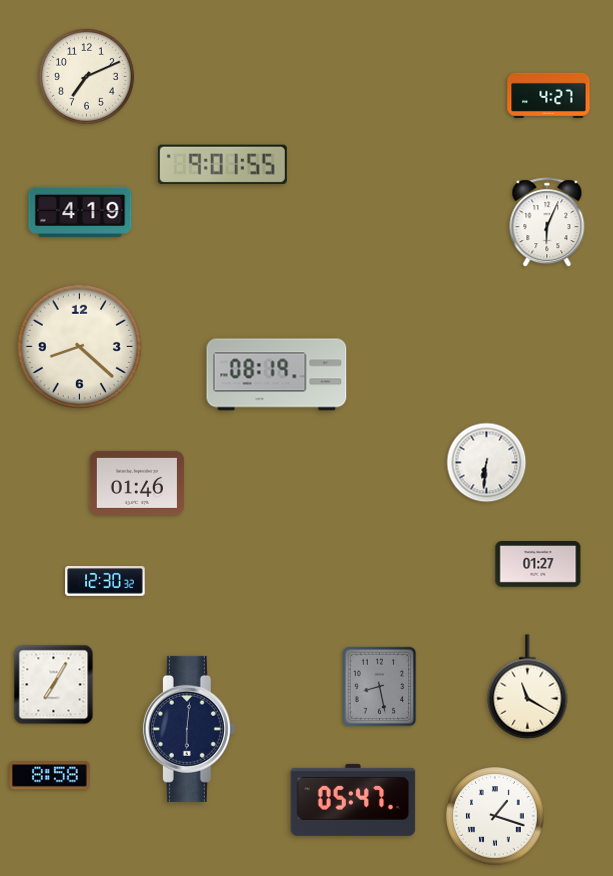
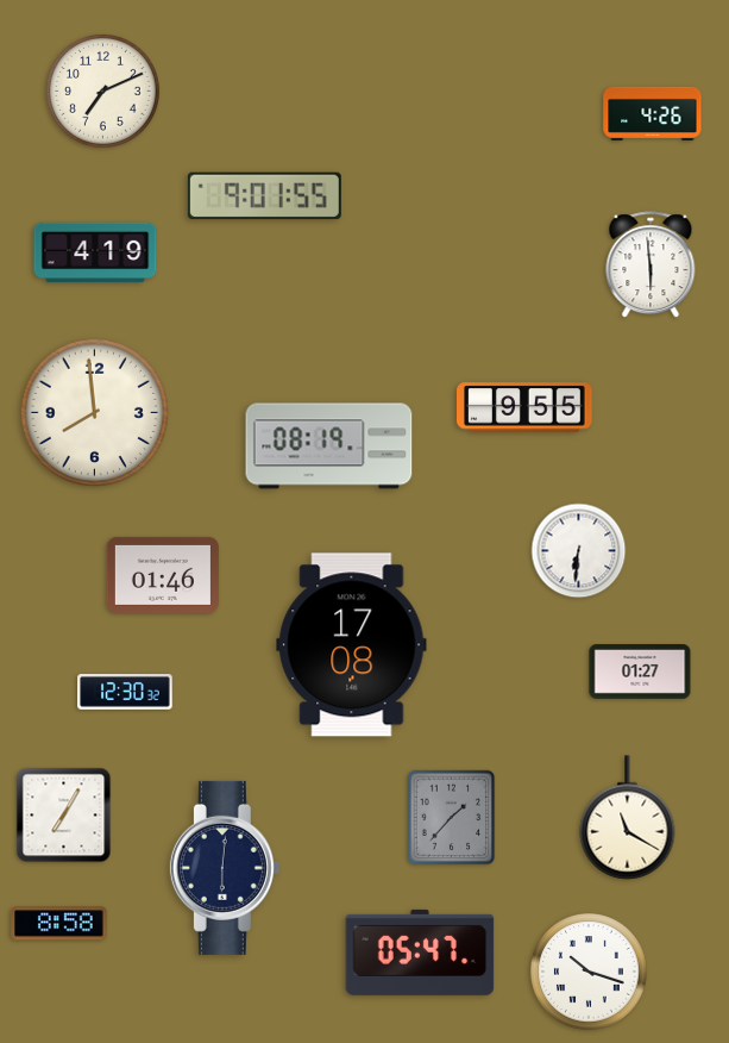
clock at (549, 95): 4:27 -> 4:26
clock at (547, 223): 6:04 -> 5:59
clock at (524, 407): none -> 9:55
clock at (79, 346): 8:22 -> 7:59
clock at (352, 645): none -> 17:08
clock at (380, 687): 8:28 -> 1:37
clock at (495, 816): 1:18 -> 10:18
